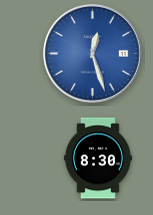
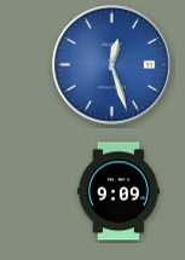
clock at (98, 158): 8:30 -> 9:09
